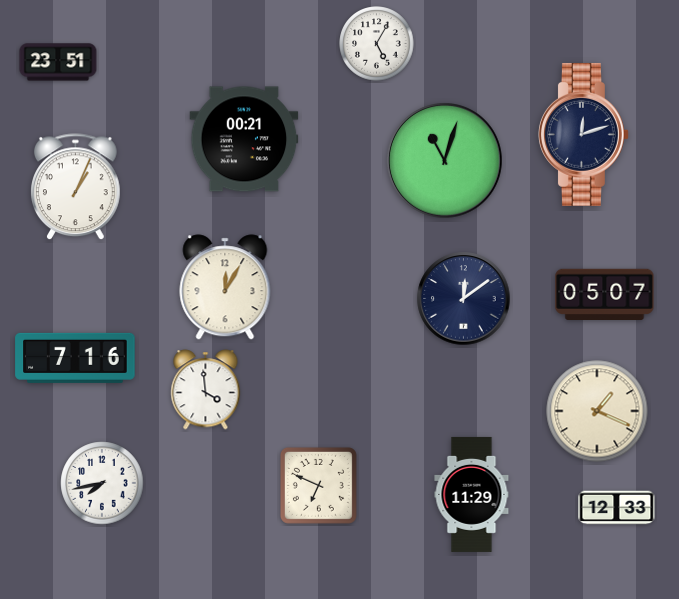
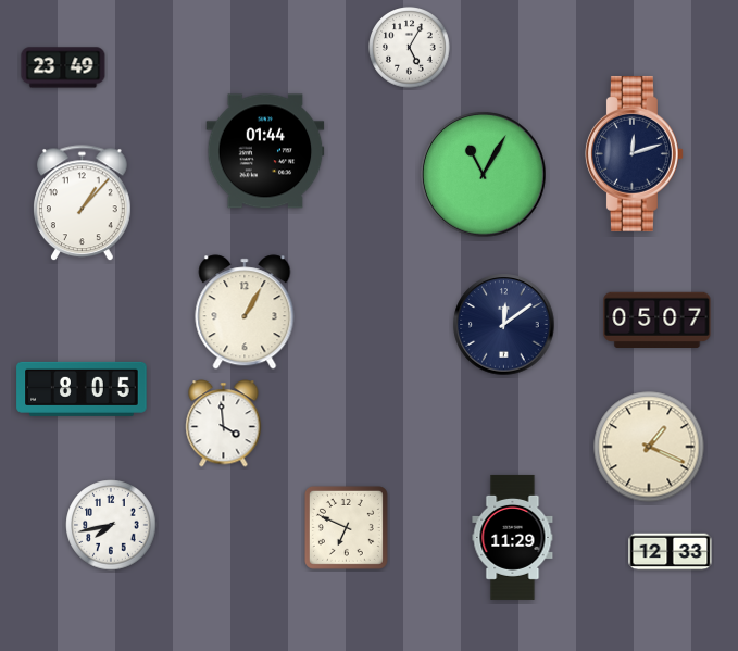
clock at (58, 62): 23:51 -> 23:49
clock at (583, 134) position: (583, 134) -> (634, 153)
clock at (244, 139): 00:21 -> 01:44
clock at (445, 161): 11:03 -> 11:05
clock at (76, 187): 1:04 -> 1:07
clock at (225, 287): 12:05 -> 1:05
clock at (75, 358): 7:16 -> 8:05
